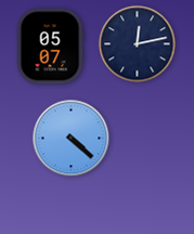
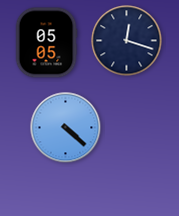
clock at (138, 44): 12:13 -> 12:18
clock at (50, 47): 05:07 -> 05:05
